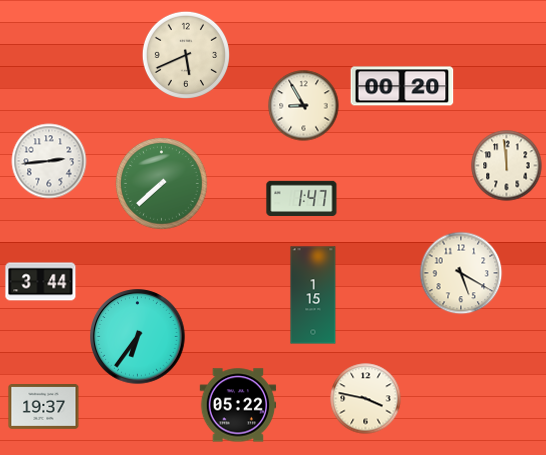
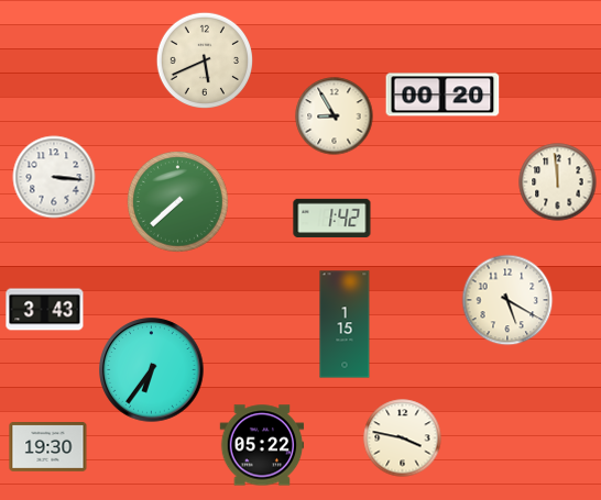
clock at (49, 161): 2:44 -> 3:16
clock at (302, 198): 1:47 -> 1:42
clock at (41, 282): 3:44 -> 3:43
clock at (44, 407): 19:37 -> 19:30
